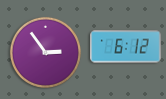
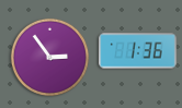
clock at (126, 47): 6:12 -> 1:36
